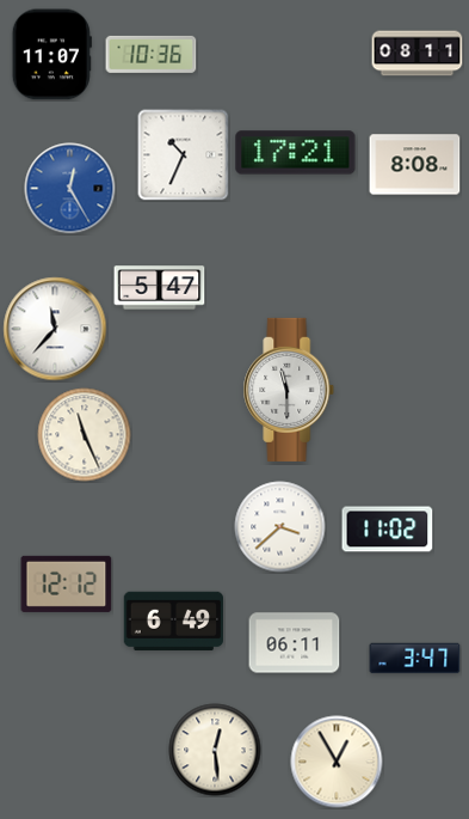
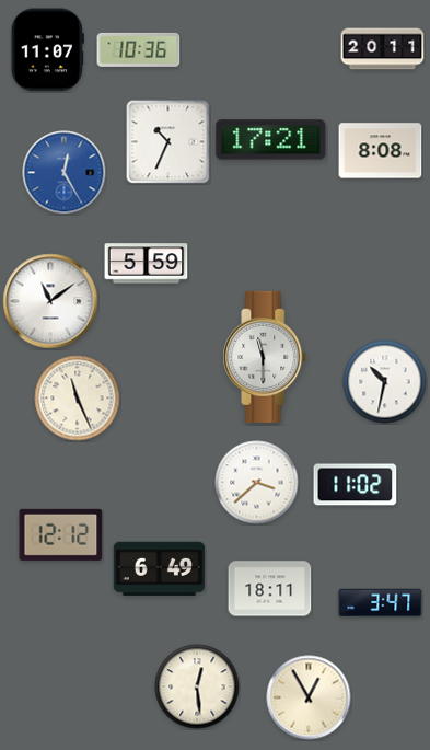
clock at (418, 54): 08:11 -> 20:11
clock at (160, 288): 5:47 -> 5:59
clock at (55, 329): 11:37 -> 11:09
clock at (385, 382): none -> 10:32
clock at (295, 643): 06:11 -> 18:11
